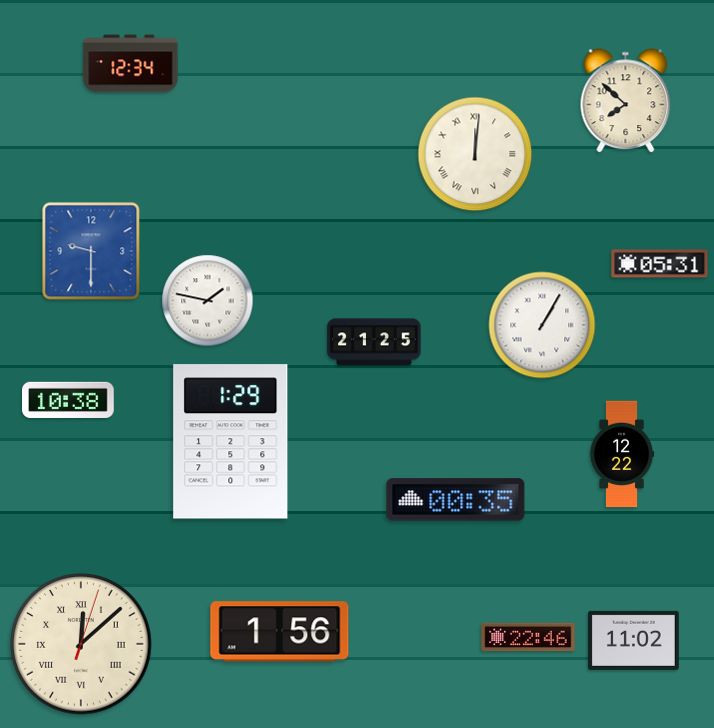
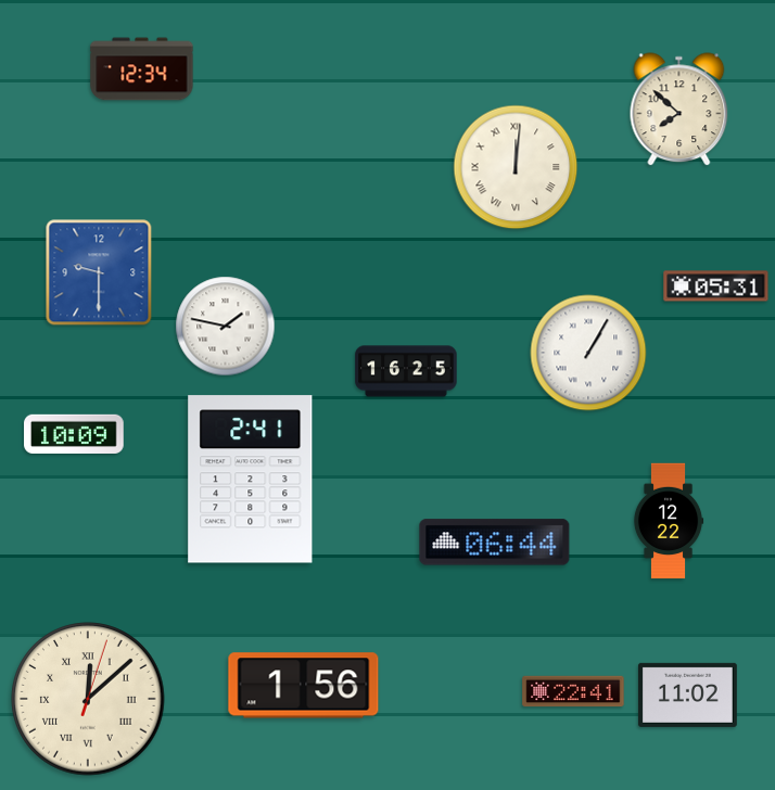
clock at (374, 342): 21:25 -> 16:25
clock at (68, 400): 10:38 -> 10:09
clock at (231, 442): 1:29 -> 2:41
clock at (622, 454) position: (622, 454) -> (669, 521)
clock at (456, 500): 00:35 -> 06:44
clock at (528, 637): 22:46 -> 22:41
